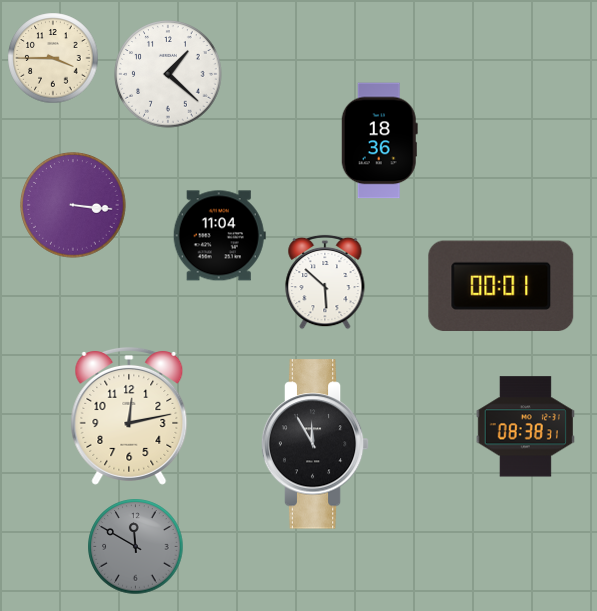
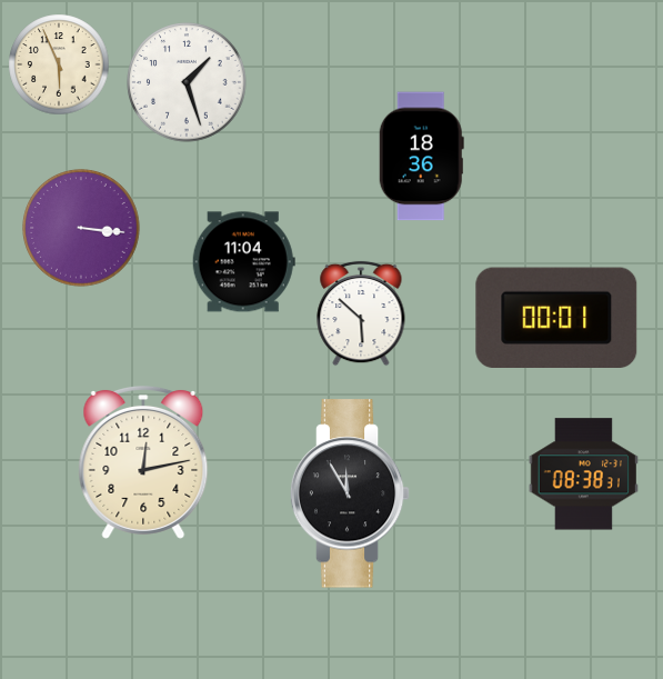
clock at (53, 58): 3:45 -> 5:56
clock at (168, 74): 1:22 -> 1:27
clock at (136, 547): 11:50 -> none
